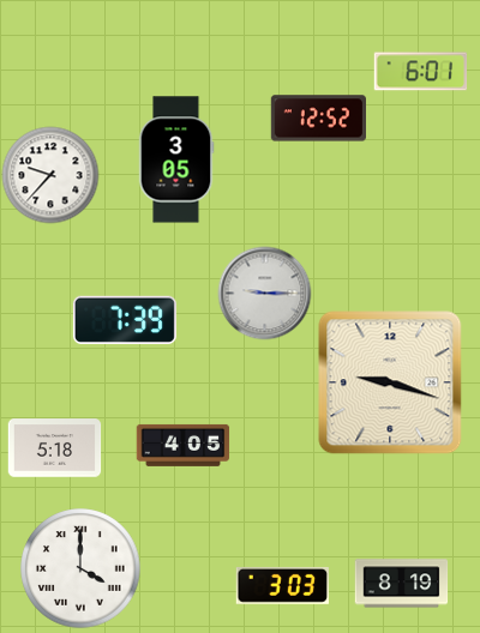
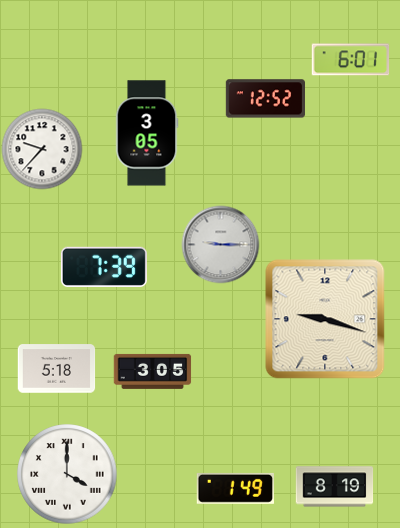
clock at (50, 175) position: (50, 175) -> (42, 149)
clock at (182, 445): 4:05 -> 3:05
clock at (54, 448) position: (54, 448) -> (56, 369)
clock at (282, 585): 3:03 -> 1:49
